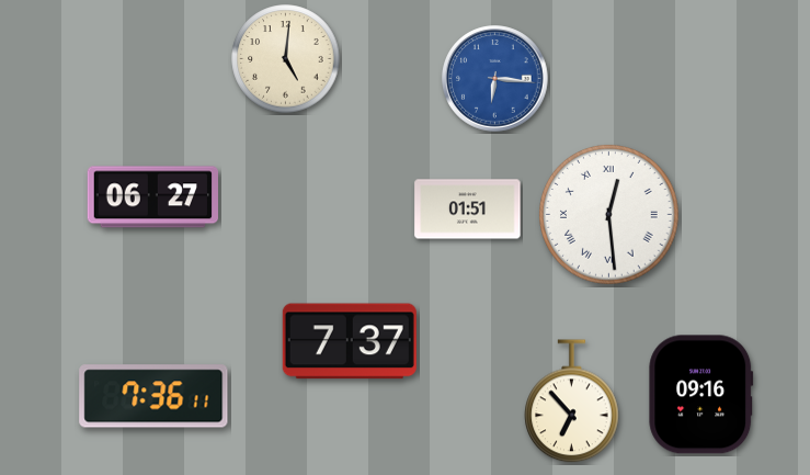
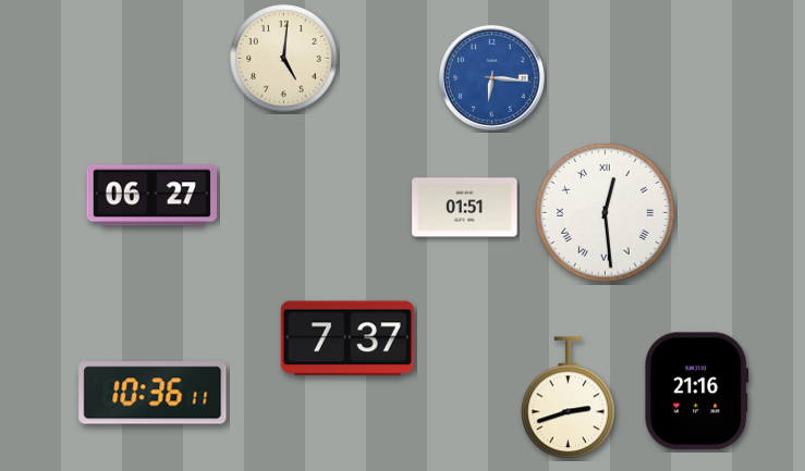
clock at (701, 395): 09:16 -> 21:16
clock at (153, 396): 7:36 -> 10:36
clock at (572, 402): 6:53 -> 2:42
